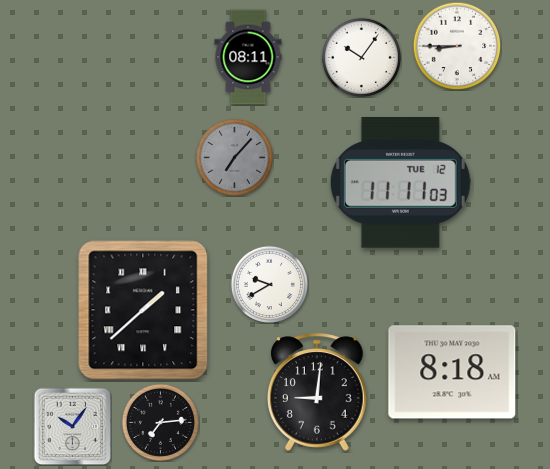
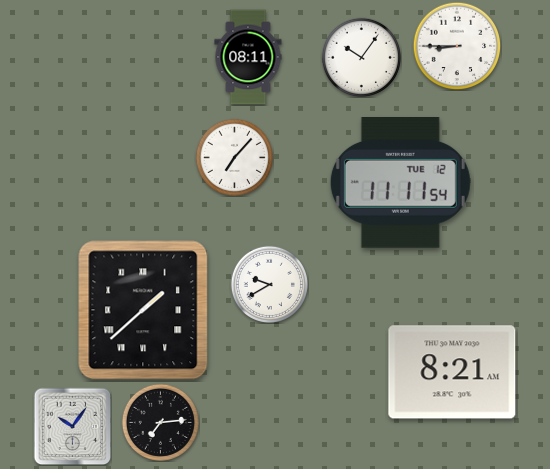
clock at (234, 157) dial: grey -> white
clock at (400, 183): 11:11:03 -> 11:11:54
clock at (452, 372): 8:18 -> 8:21
clock at (318, 392): 9:01 -> none
